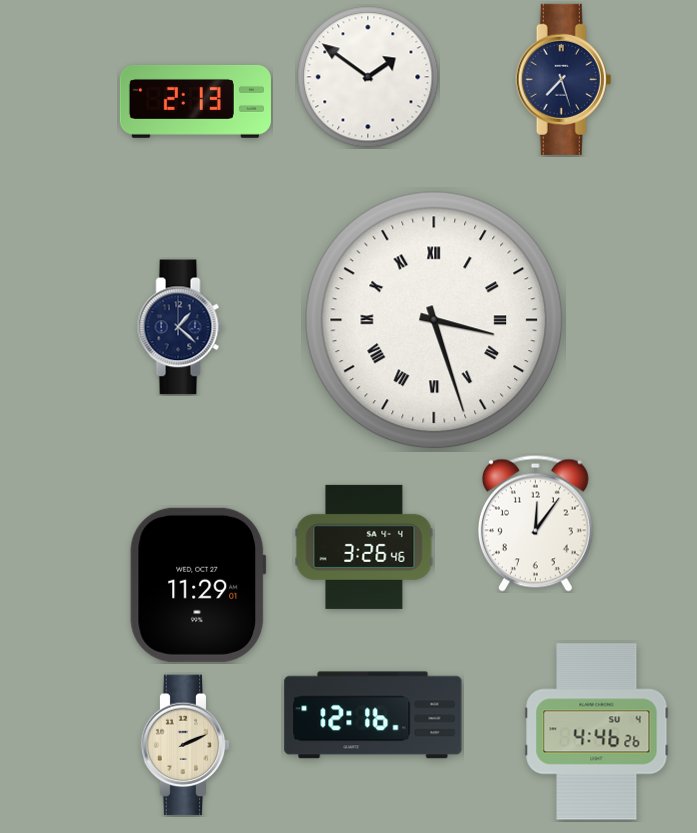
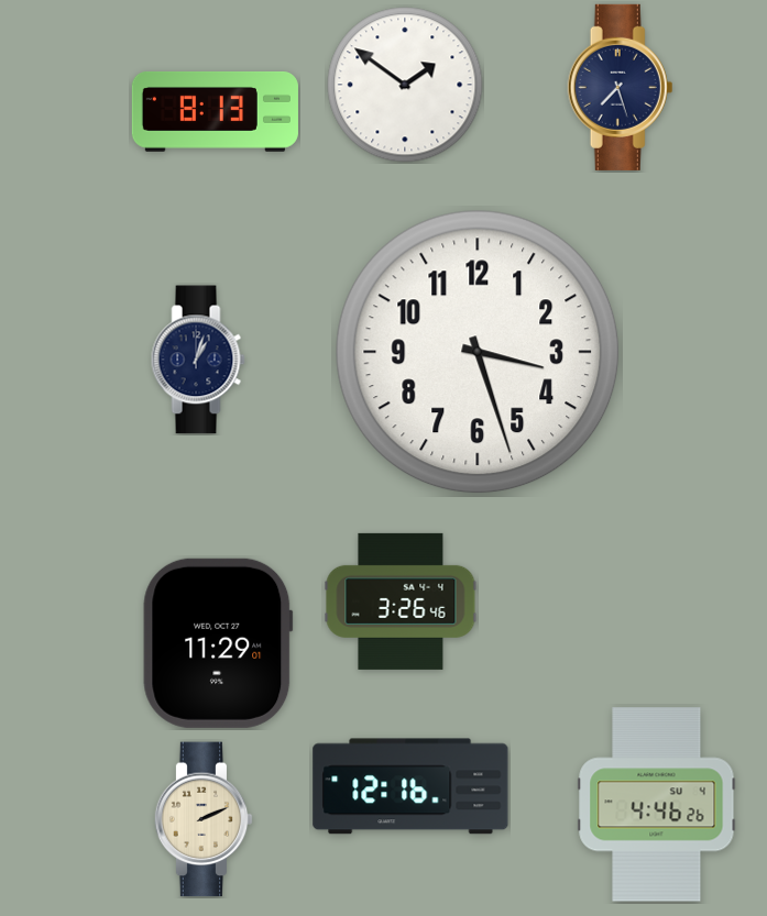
clock at (195, 101): 2:13 -> 8:13
clock at (434, 320) numerals: Roman -> Arabic
clock at (180, 327): 1:22 -> 1:03
clock at (535, 523): 12:06 -> none
